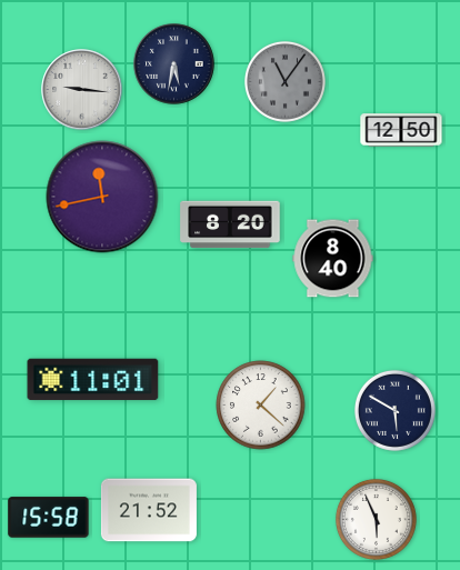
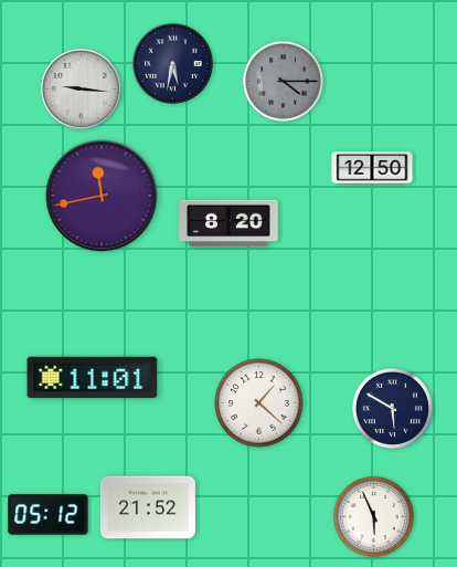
clock at (284, 81): 11:06 -> 4:15
clock at (401, 130) position: (401, 130) -> (372, 168)
clock at (333, 259): 8:40 -> none
clock at (49, 518): 15:58 -> 05:12
